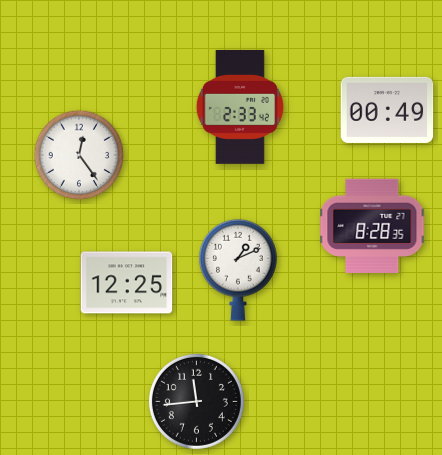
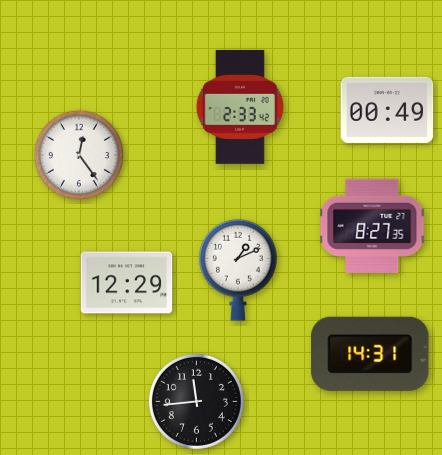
clock at (372, 225): 8:28 -> 8:27
clock at (127, 283): 12:25 -> 12:29
clock at (370, 354): none -> 14:31
